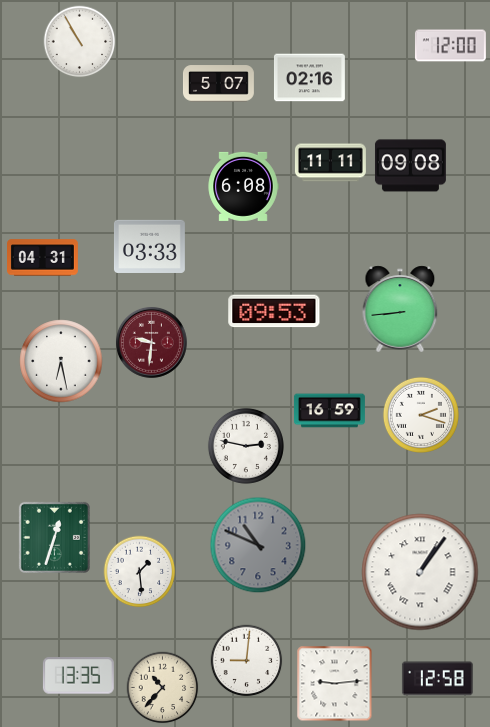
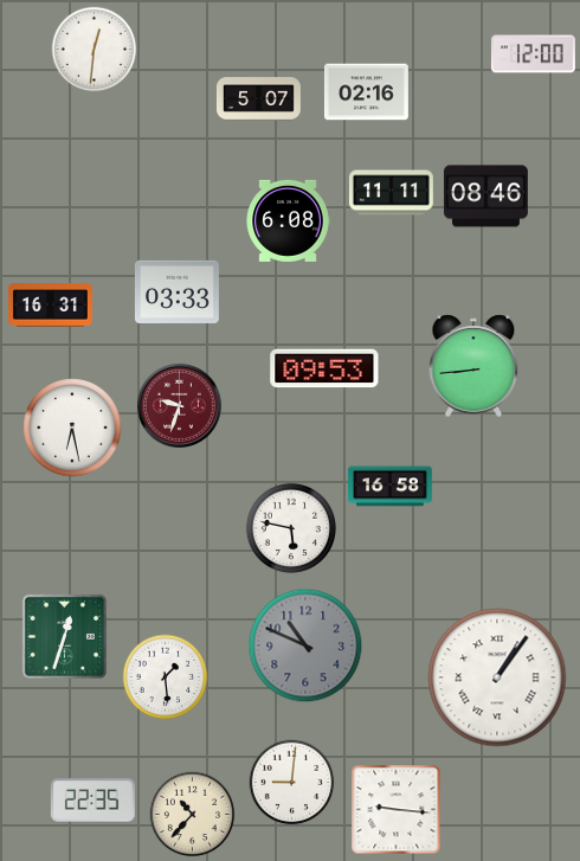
clock at (80, 42): 10:55 -> 12:31
clock at (410, 166): 09:08 -> 08:46
clock at (43, 258): 04:31 -> 16:31
clock at (151, 342): 9:31 -> 9:33
clock at (329, 411): 16:59 -> 16:58
clock at (421, 415): 2:18 -> none
clock at (246, 446): 2:47 -> 5:47
clock at (78, 676): 13:35 -> 22:35
clock at (437, 679): 12:58 -> none
clock at (335, 684): 9:14 -> 9:16
